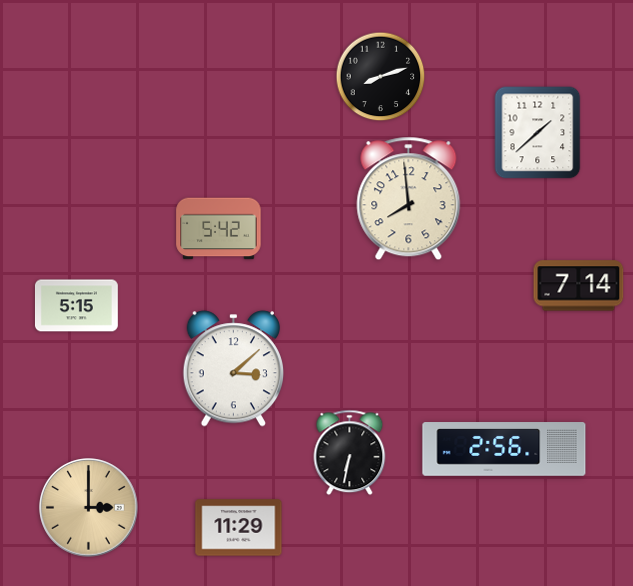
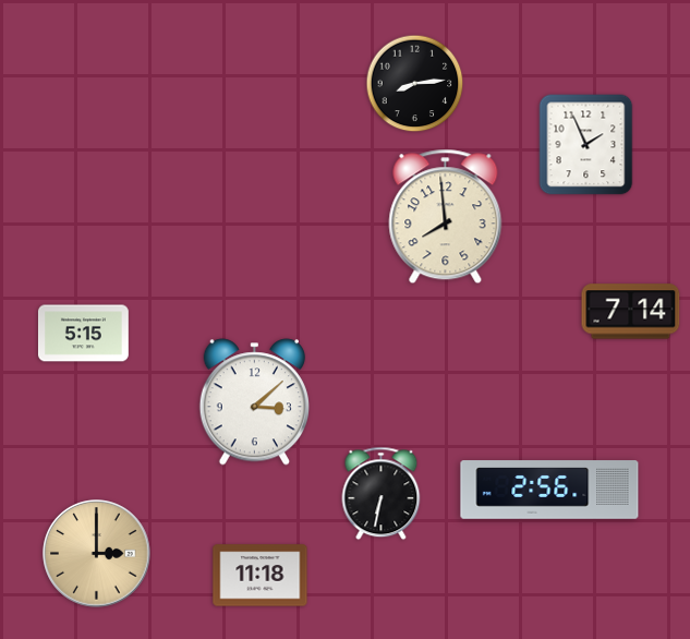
clock at (381, 77): 8:12 -> 8:14
clock at (538, 133): 1:38 -> 1:56
clock at (219, 229): 5:42 -> none
clock at (239, 528): 11:29 -> 11:18
